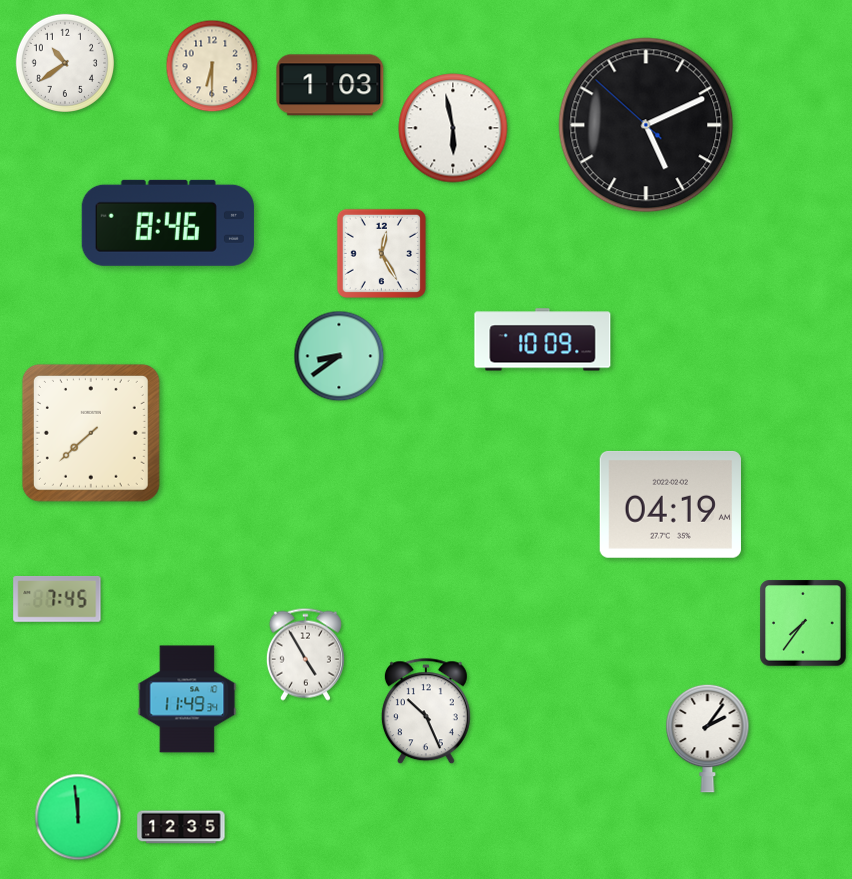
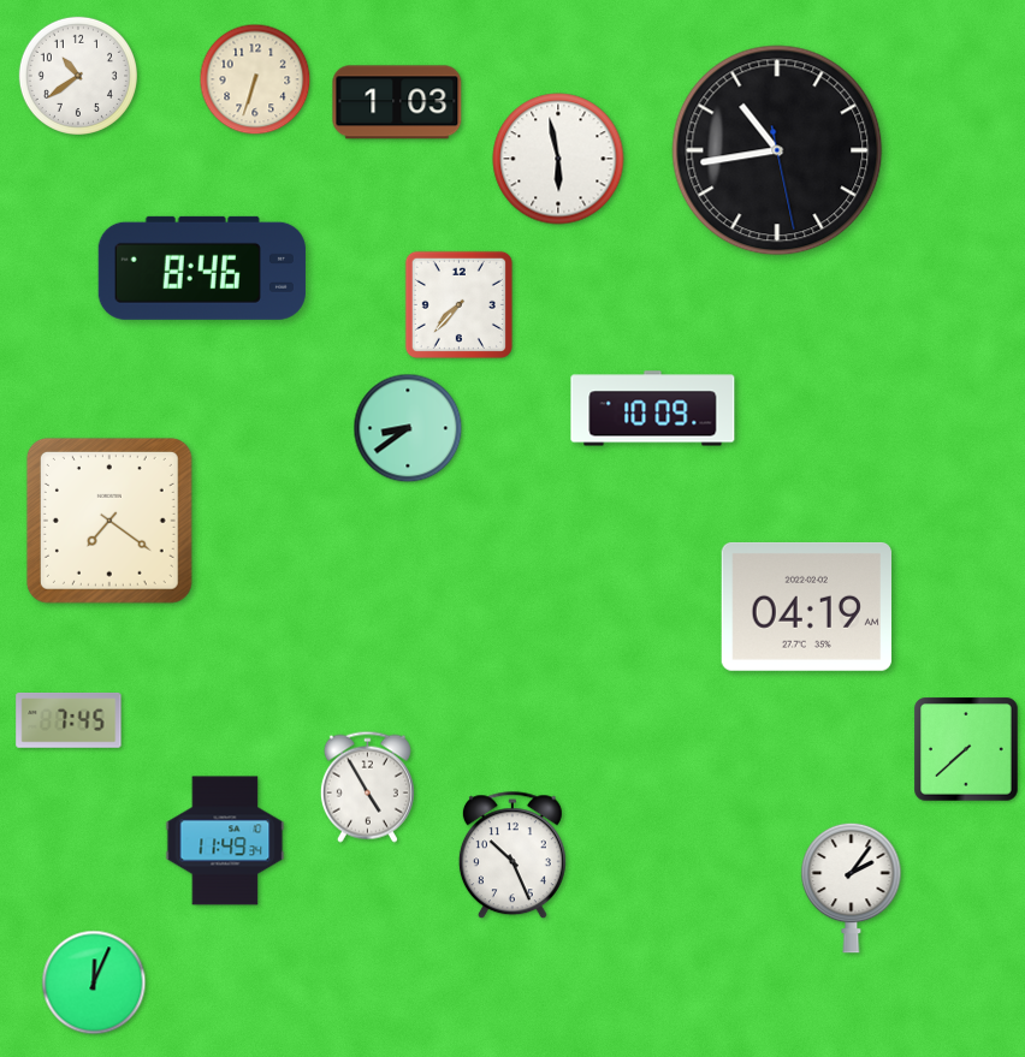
clock at (212, 66): 6:30 -> 6:33
clock at (646, 125): 5:10 -> 10:43
clock at (453, 128) position: (453, 128) -> (558, 159)
clock at (381, 253): 12:25 -> 7:37
clock at (91, 433): 7:38 -> 7:21
clock at (803, 623): 7:36 -> 7:38
clock at (78, 817): 11:59 -> 12:04
clock at (181, 827): 12:35 -> none
